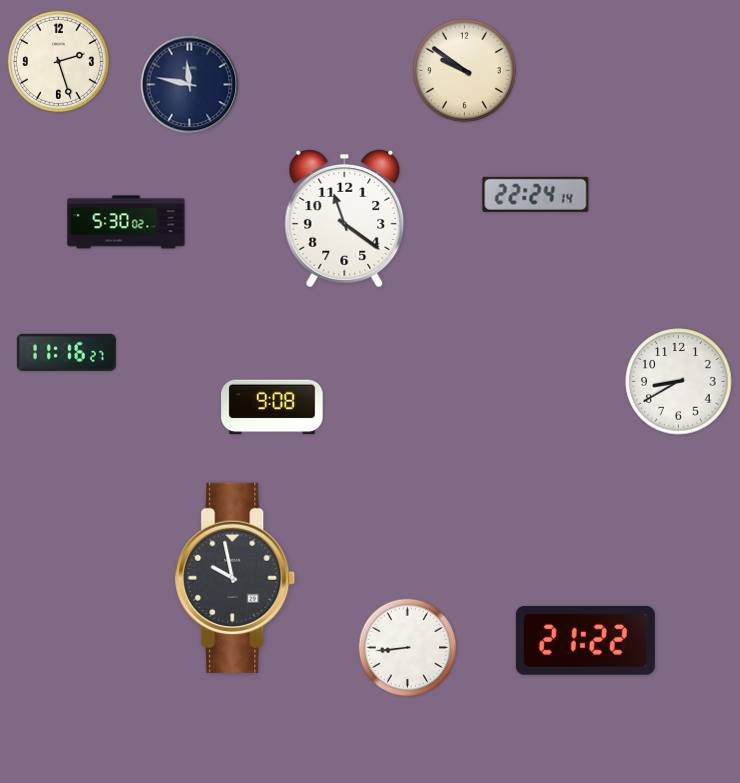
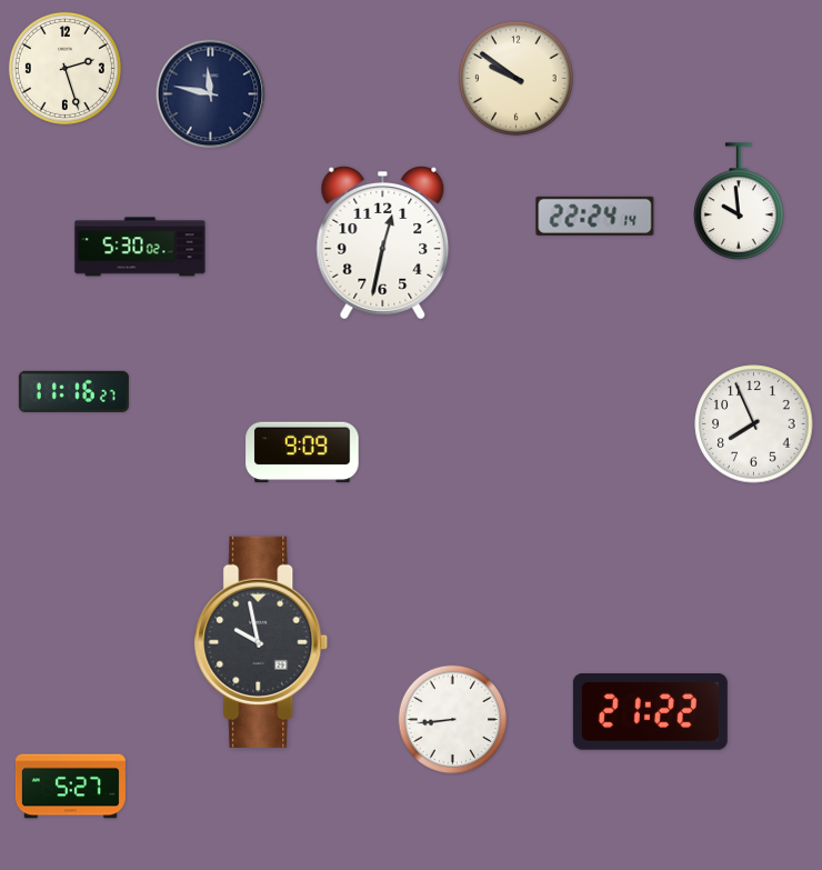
clock at (739, 201): none -> 9:59
clock at (345, 219): 11:21 -> 12:32
clock at (679, 382): 8:40 -> 7:56
clock at (272, 407): 9:08 -> 9:09
clock at (70, 787): none -> 5:27
